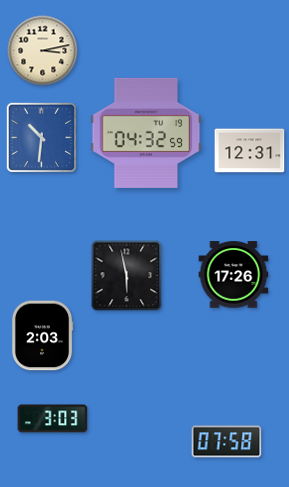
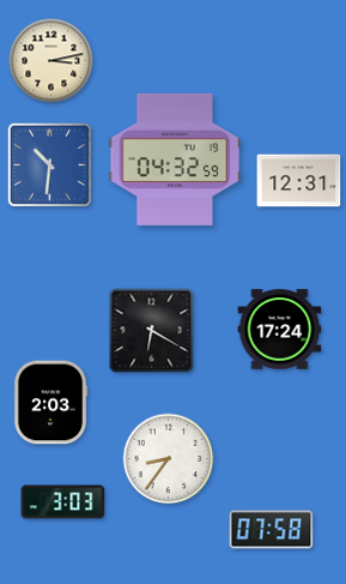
clock at (234, 275): 17:26 -> 17:24
clock at (127, 276): 5:58 -> 6:20
clock at (169, 459): none -> 8:36
